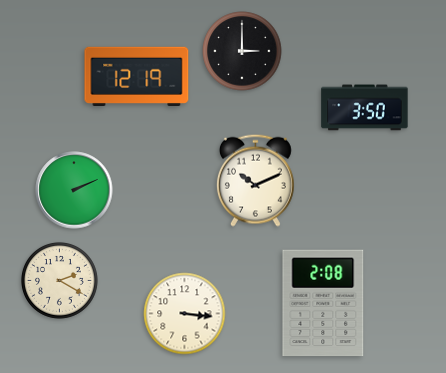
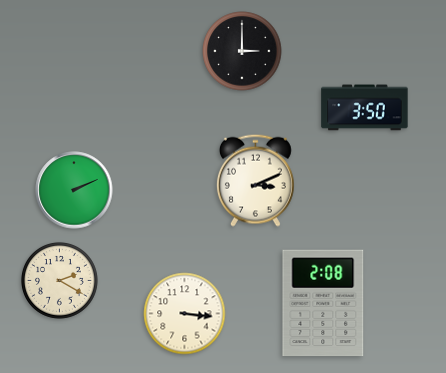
clock at (137, 76): 12:19 -> none
clock at (255, 180): 10:11 -> 3:11
